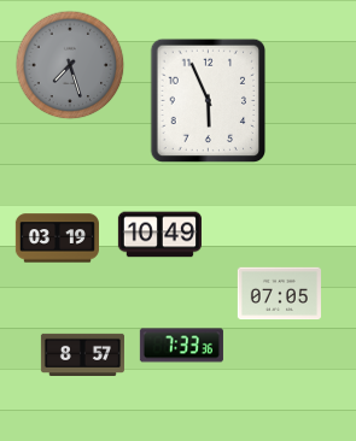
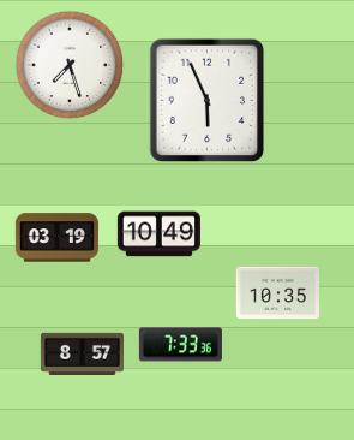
clock at (70, 65) dial: grey -> white
clock at (279, 294): 07:05 -> 10:35
